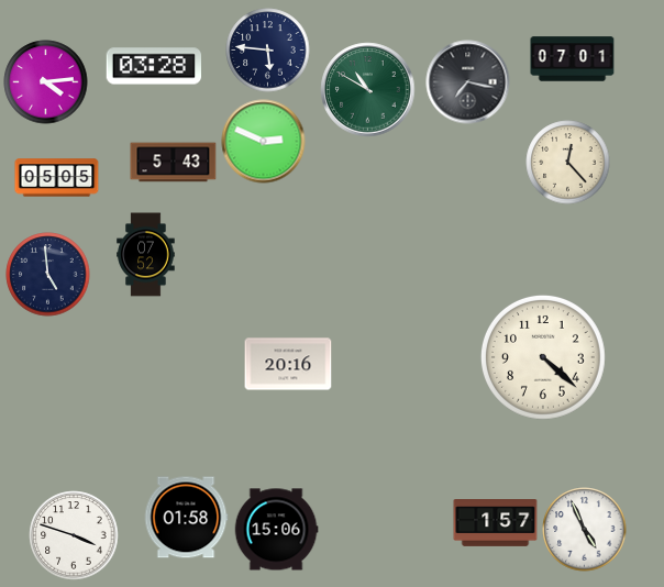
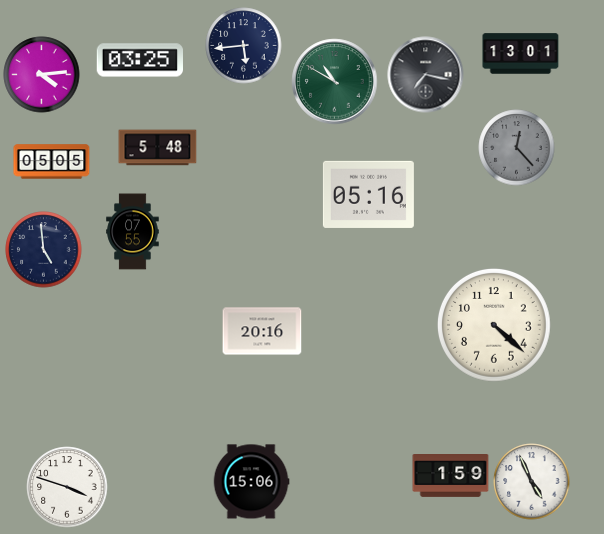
clock at (268, 51): 5:46 -> 5:44
clock at (573, 59): 07:01 -> 13:01
clock at (154, 66): 03:28 -> 03:25
clock at (264, 142): 2:49 -> none
clock at (174, 163): 5:43 -> 5:48
clock at (568, 163) dial: cream -> grey
clock at (368, 194): none -> 05:16
clock at (146, 255): 07:52 -> 07:55
clock at (186, 518): 01:58 -> none
clock at (496, 523): 1:57 -> 1:59
